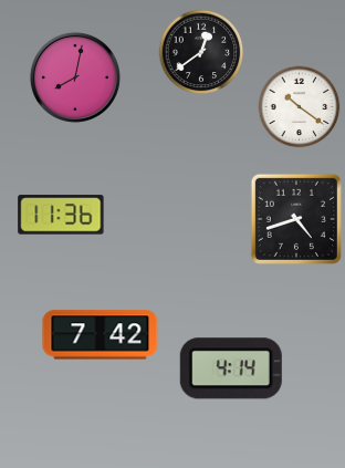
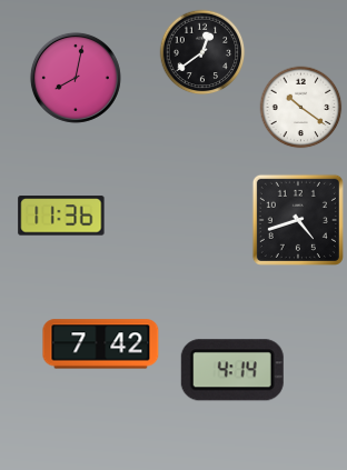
clock at (101, 335) position: (101, 335) -> (101, 344)
